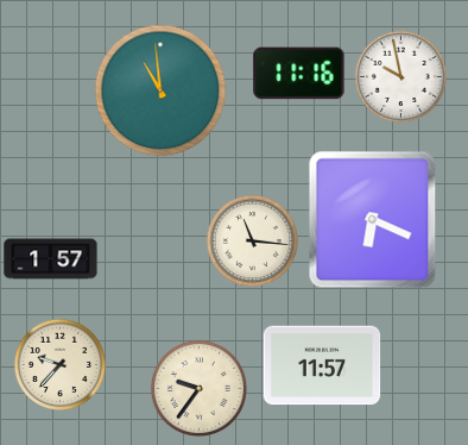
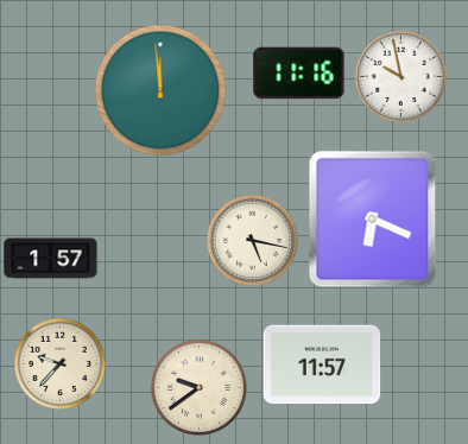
clock at (160, 90): 10:59 -> 11:59
clock at (252, 240): 11:16 -> 5:17
clock at (198, 388): 9:36 -> 9:39
